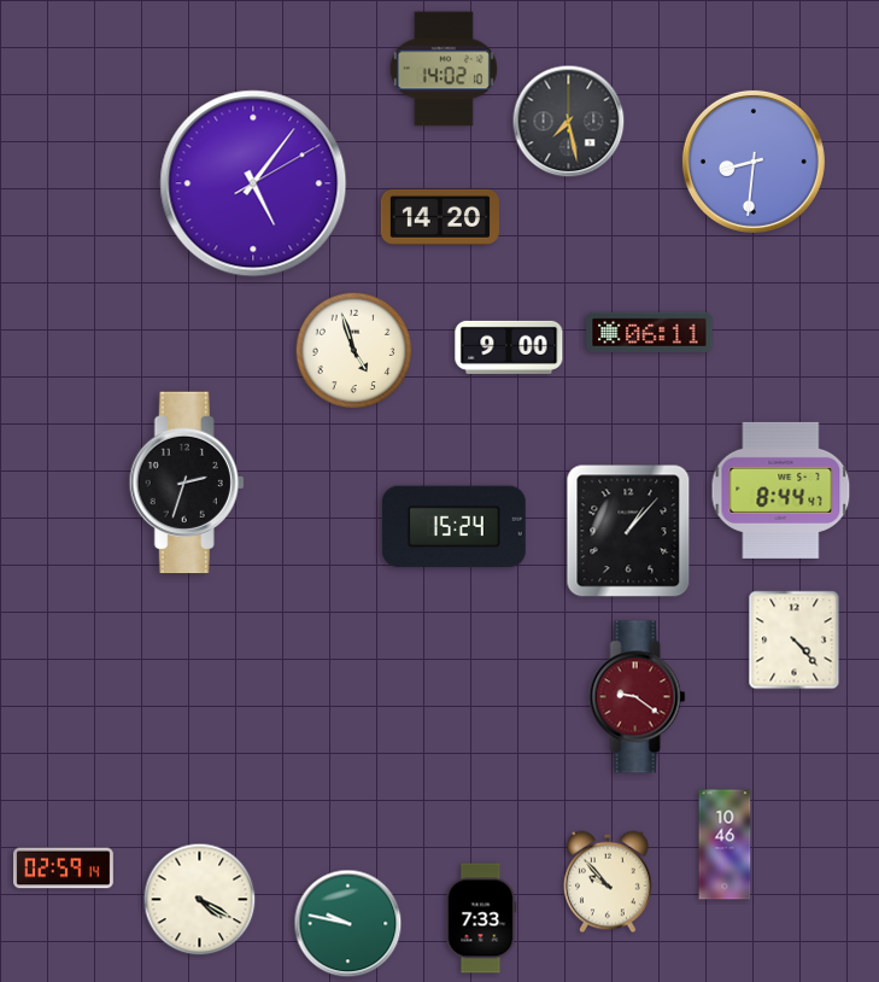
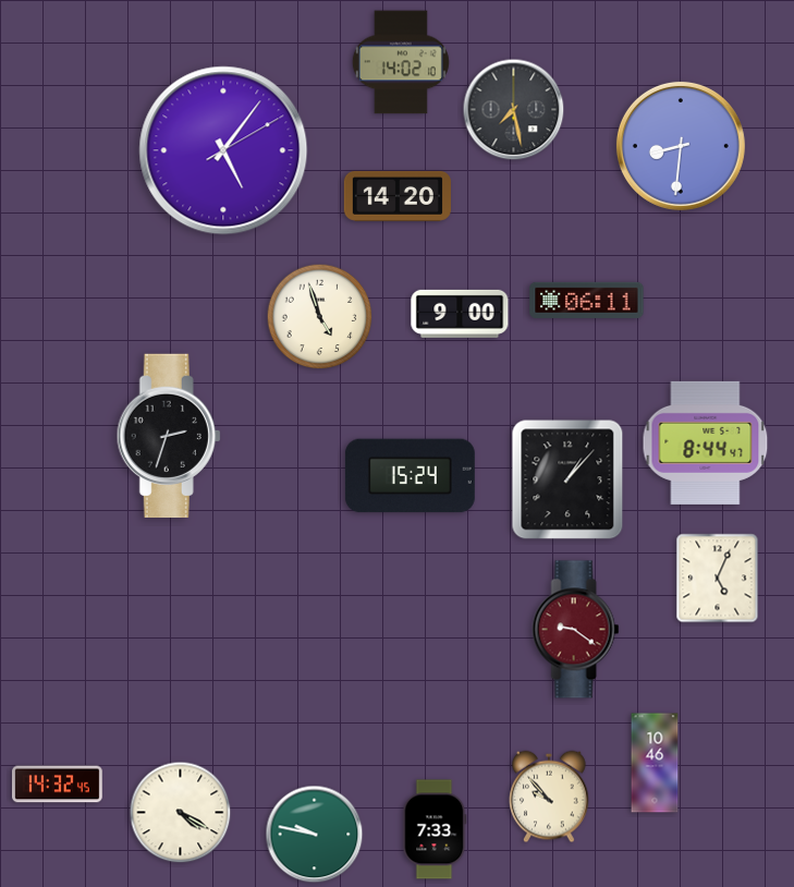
clock at (253, 183) position: (253, 183) -> (223, 150)
clock at (795, 641): 4:23 -> 5:04
clock at (64, 869): 02:59 -> 14:32
